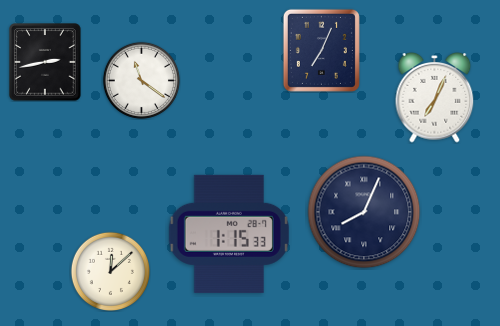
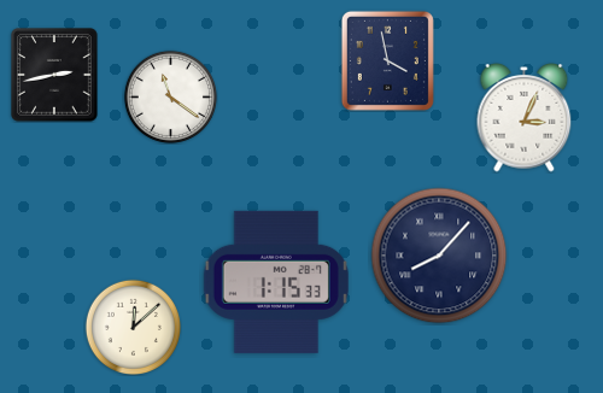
clock at (321, 50): 7:04 -> 3:58
clock at (435, 98): 7:04 -> 3:04
clock at (364, 212): 8:04 -> 8:07
